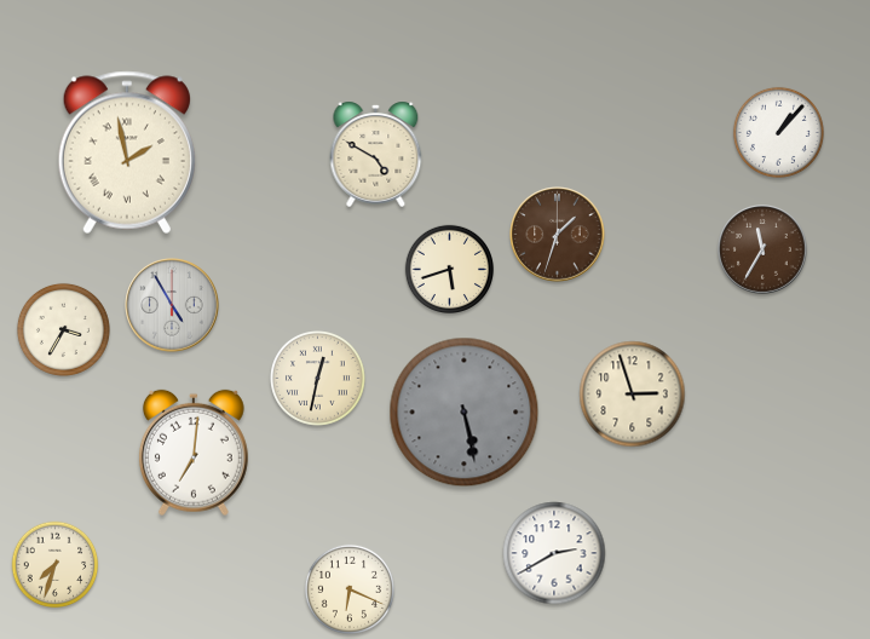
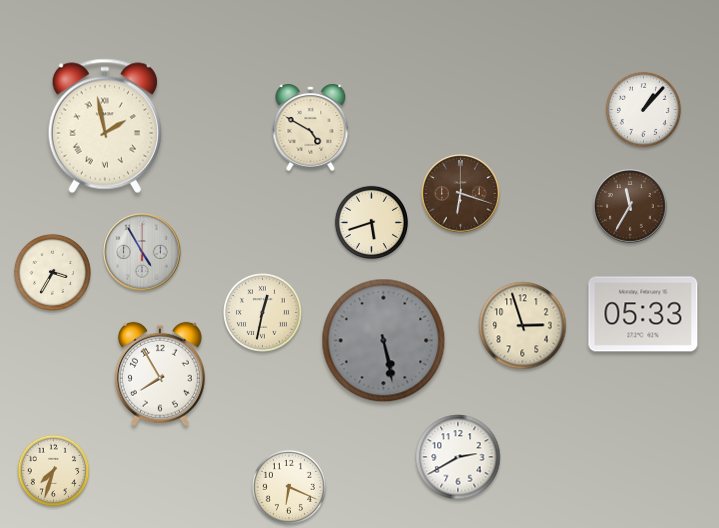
clock at (558, 235): 1:33 -> 6:18
clock at (643, 314): none -> 05:33
clock at (194, 453): 7:01 -> 7:55
clock at (56, 565) position: (56, 565) -> (54, 471)
